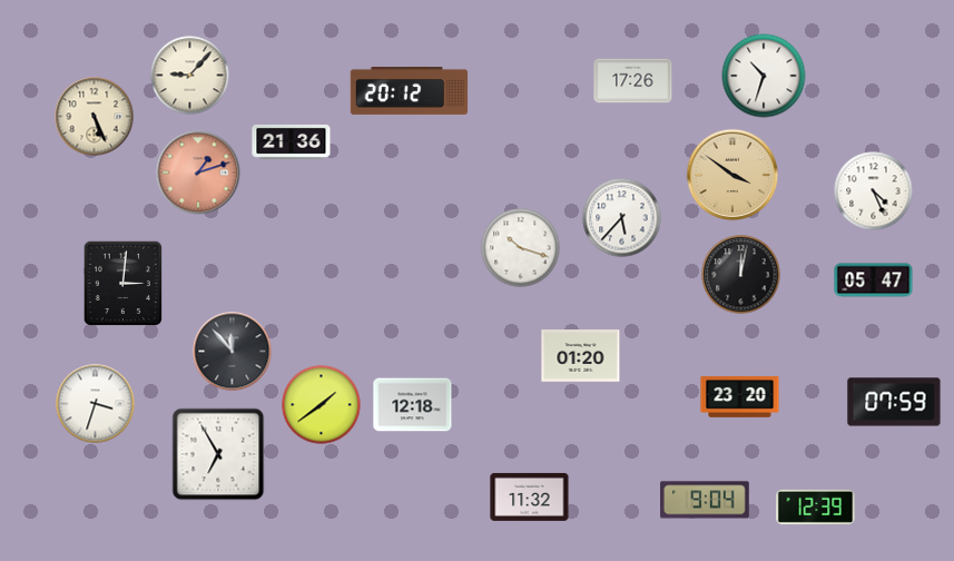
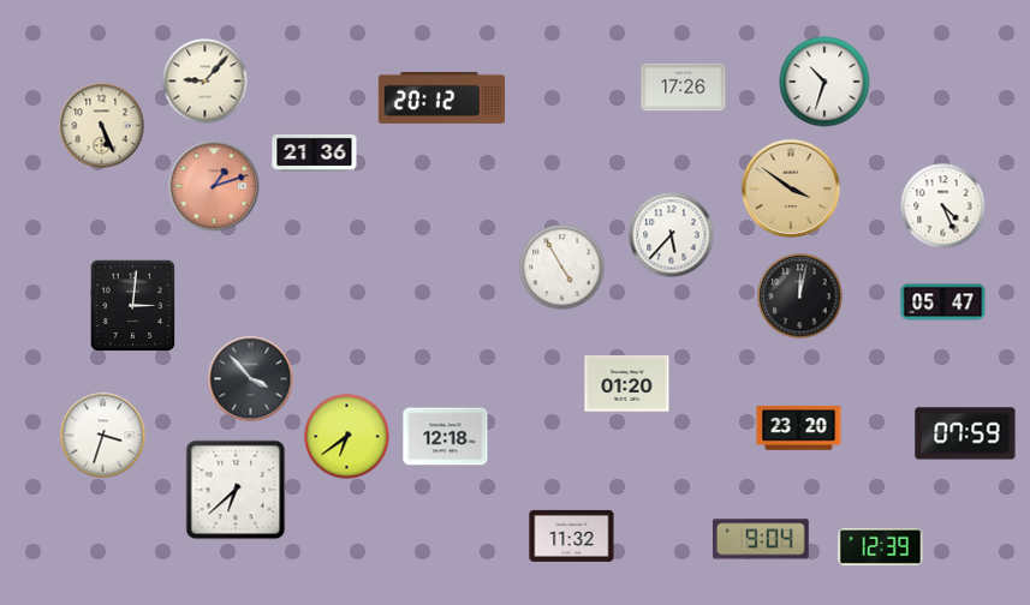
clock at (521, 248): 10:18 -> 4:55
clock at (233, 352): 11:53 -> 3:53
clock at (322, 405): 1:39 -> 6:39
clock at (218, 454): 6:55 -> 6:38
